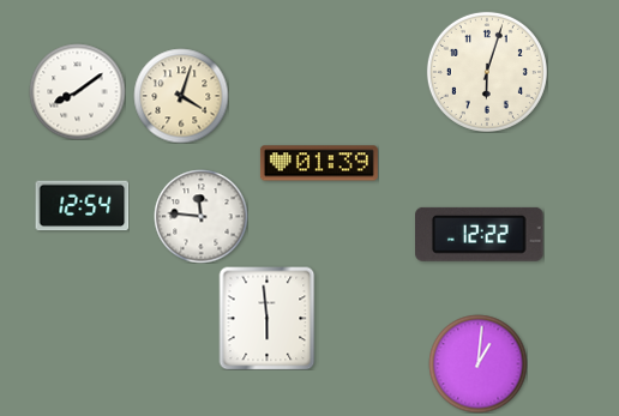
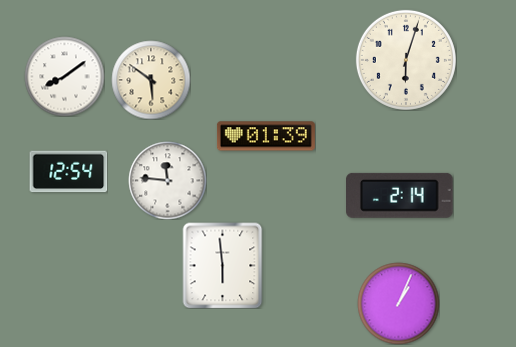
clock at (181, 96): 4:03 -> 5:51
clock at (480, 234): 12:22 -> 2:14
clock at (477, 363): 1:01 -> 1:04
